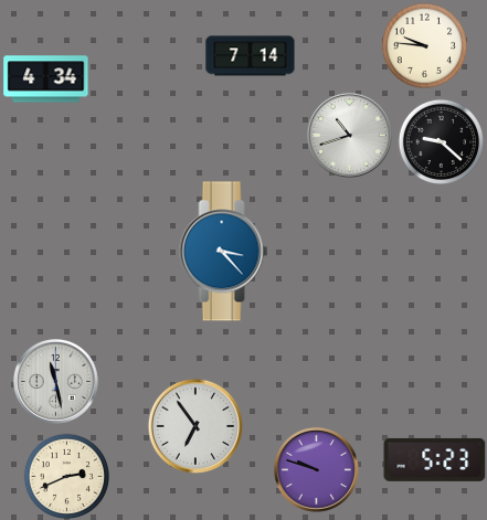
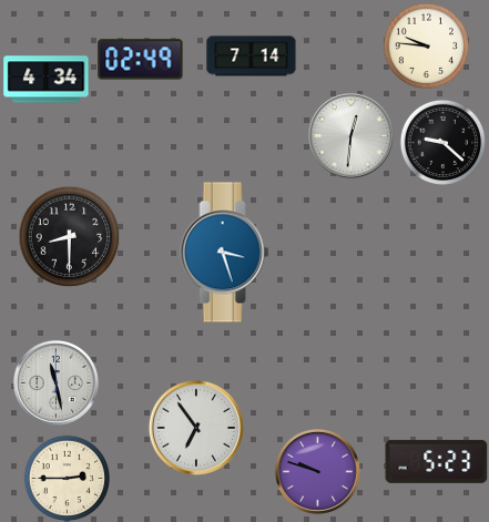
clock at (141, 60): none -> 02:49
clock at (349, 135): 10:42 -> 12:31
clock at (69, 236): none -> 8:30
clock at (224, 252): 3:23 -> 3:27
clock at (66, 476): 2:41 -> 2:45
